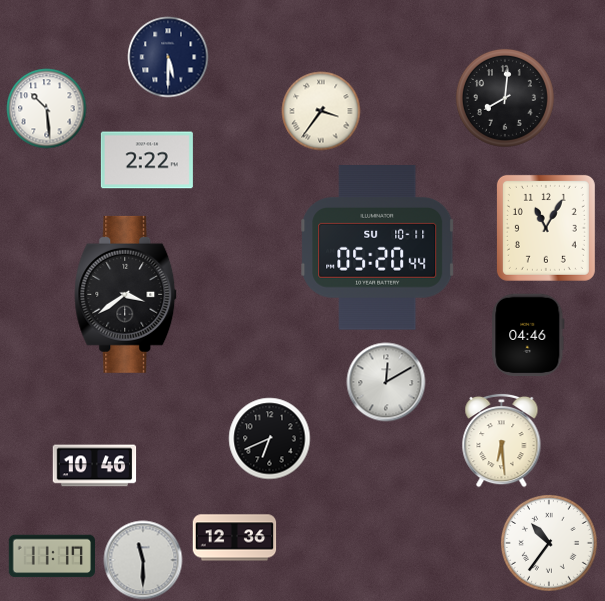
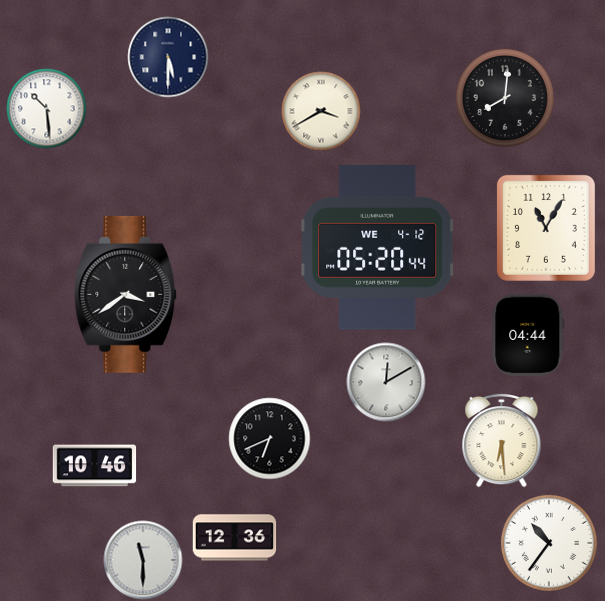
clock at (321, 111): 3:36 -> 3:40
clock at (147, 160): 2:22 -> none
clock at (378, 248) date: SU 10-11 -> WE 4-12
clock at (528, 335): 04:46 -> 04:44
clock at (51, 556): 11:17 -> none
